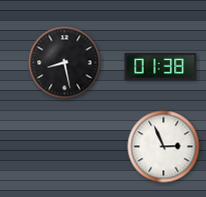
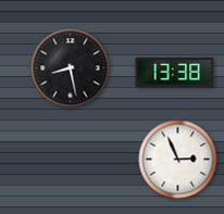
clock at (161, 66): 01:38 -> 13:38
